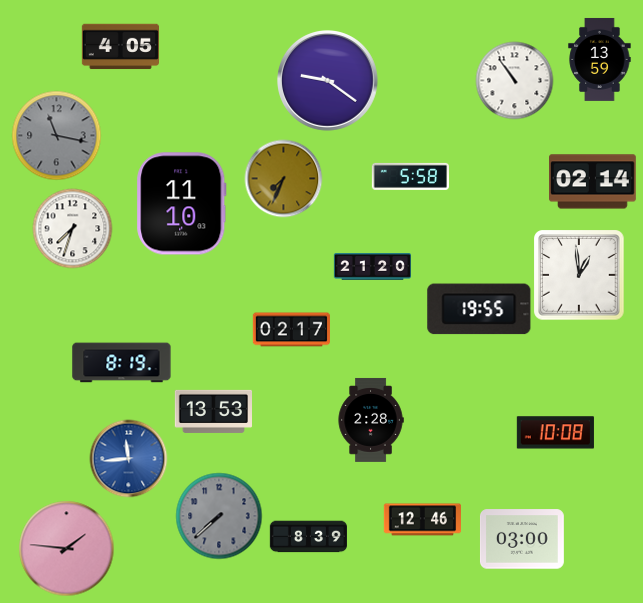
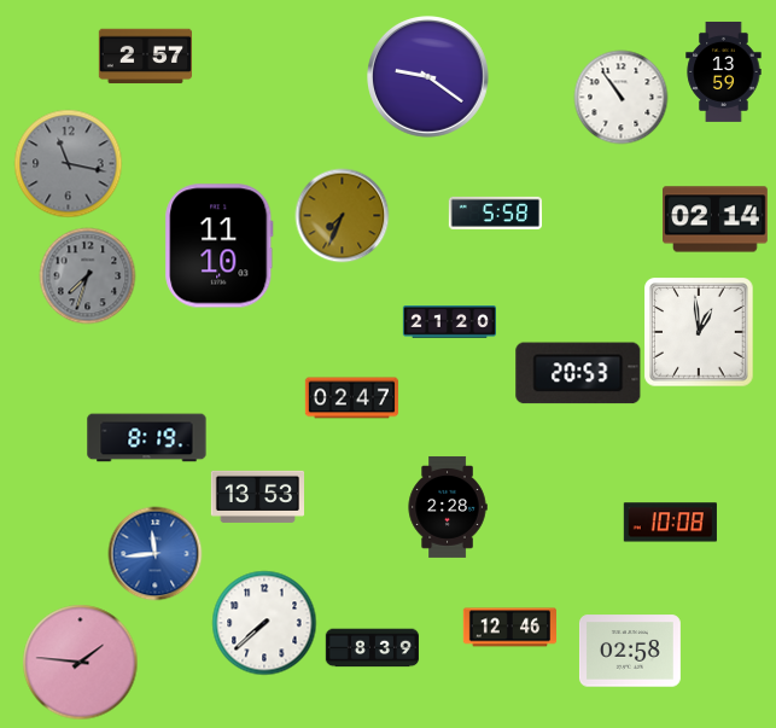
clock at (120, 47): 4:05 -> 2:57
clock at (328, 81) position: (328, 81) -> (428, 77)
clock at (72, 228) dial: white -> grey
clock at (479, 309): 19:55 -> 20:53
clock at (291, 330): 02:17 -> 02:47
clock at (219, 516) dial: grey -> white
clock at (522, 539): 03:00 -> 02:58
